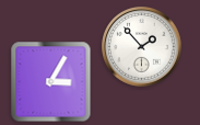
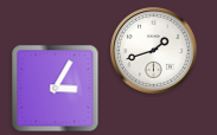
clock at (142, 47): 1:53 -> 1:42
